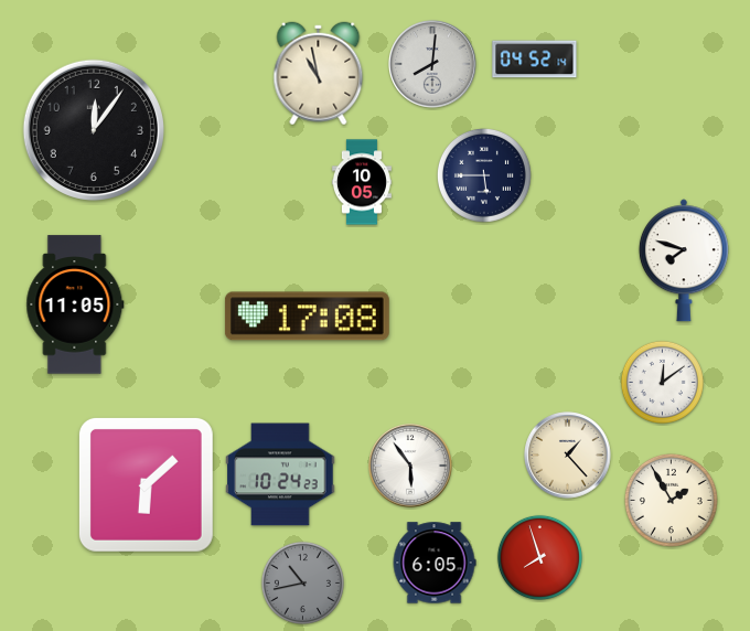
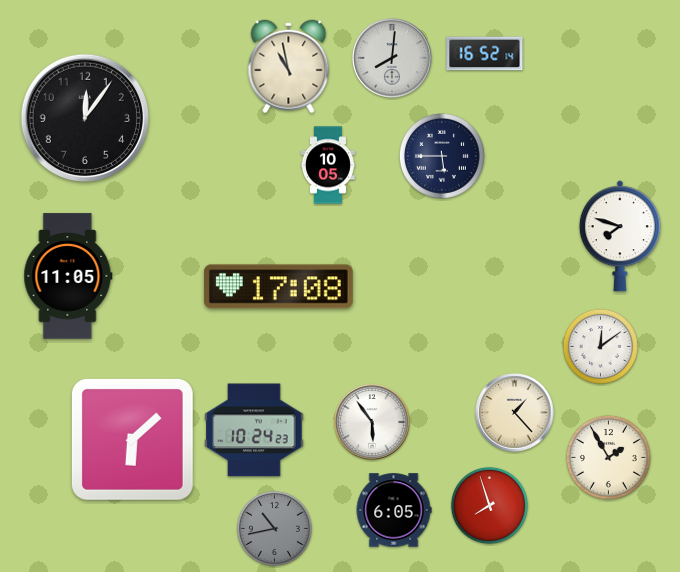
clock at (535, 60): 04:52 -> 16:52
clock at (484, 175) position: (484, 175) -> (442, 156)
clock at (671, 500) position: (671, 500) -> (608, 457)
